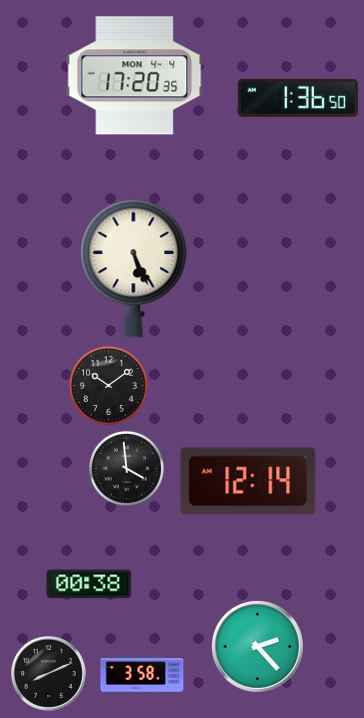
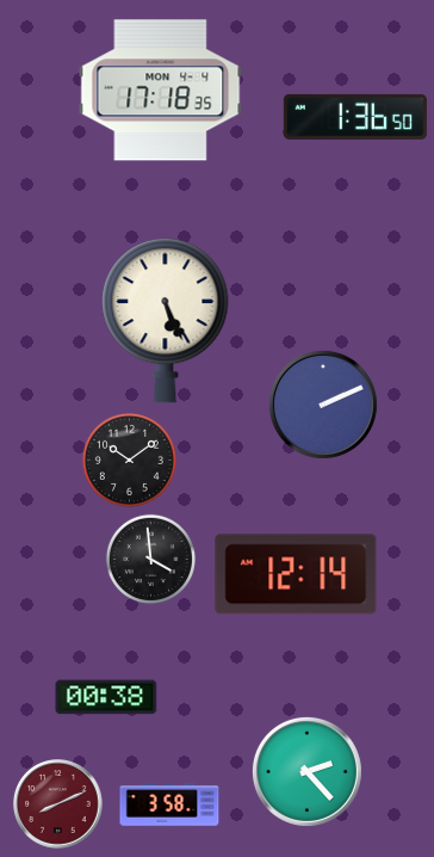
clock at (135, 76): 17:20 -> 17:18
clock at (134, 268) position: (134, 268) -> (166, 320)
clock at (323, 405): none -> 2:11
clock at (49, 674) dial: black -> burgundy
